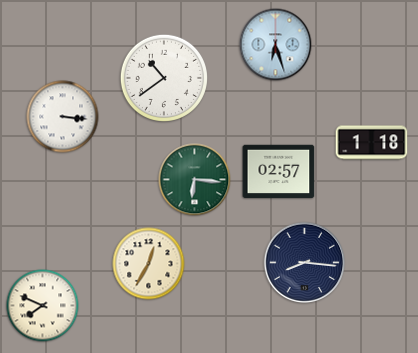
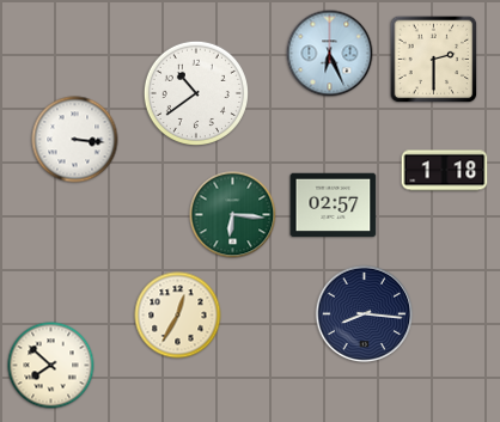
clock at (276, 45): 6:27 -> 6:26
clock at (434, 60): none -> 2:30
clock at (43, 306): 7:49 -> 7:52
